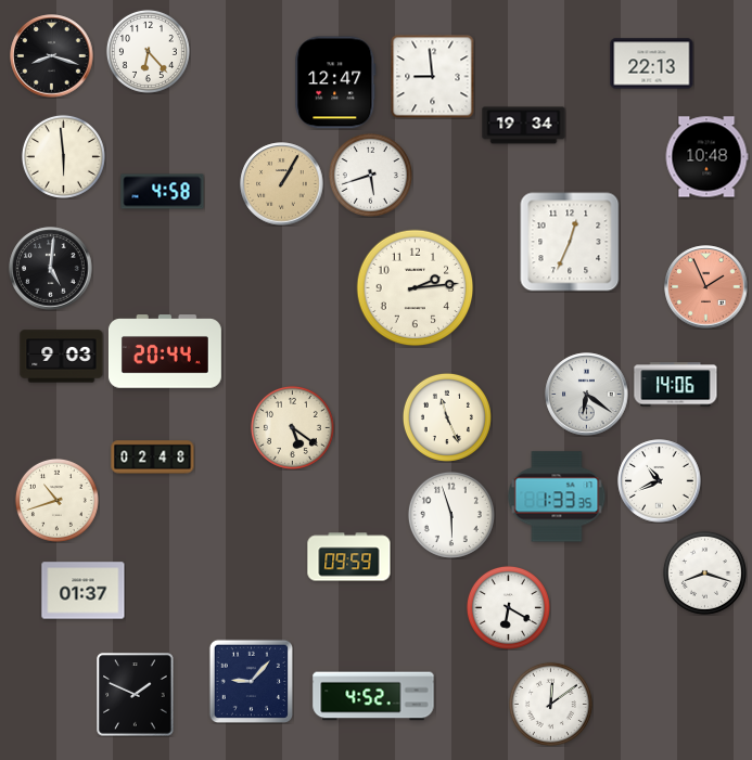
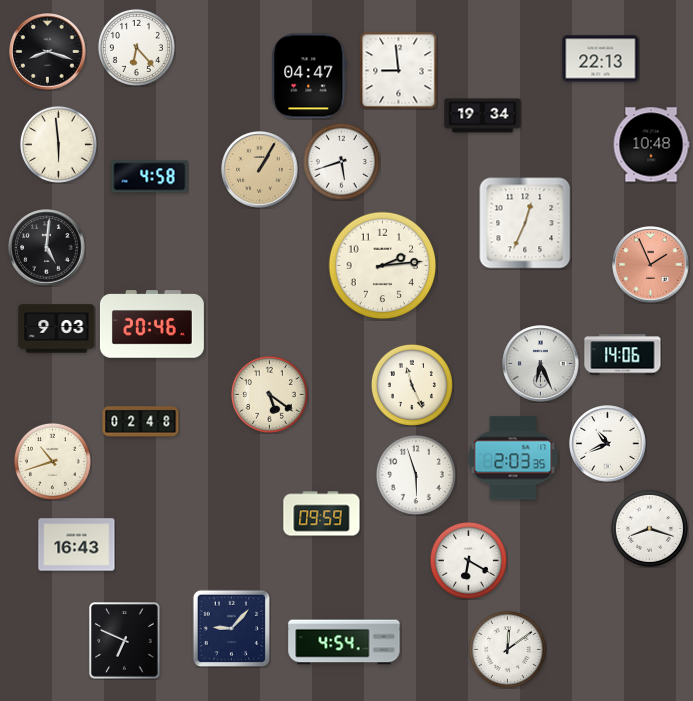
clock at (335, 82): 12:47 -> 04:47
clock at (165, 351): 20:44 -> 20:46
clock at (587, 395): 6:21 -> 6:26
clock at (557, 497): 1:33 -> 2:03
clock at (84, 591): 01:37 -> 16:43
clock at (136, 695): 1:49 -> 6:49
clock at (373, 696): 4:52 -> 4:54
